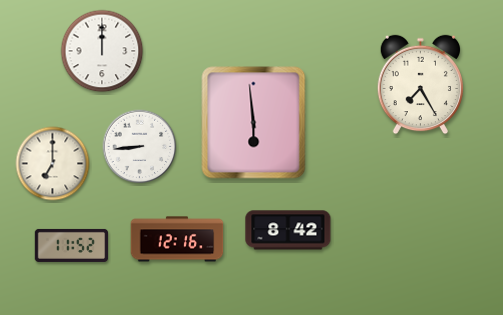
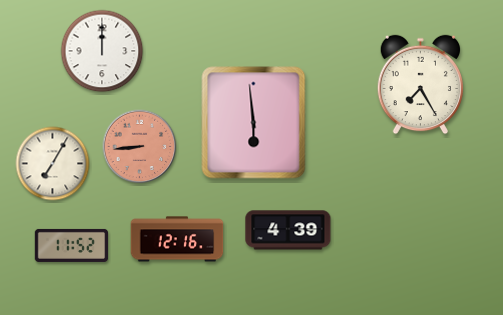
clock at (140, 147) dial: white -> salmon
clock at (53, 164): 7:00 -> 7:05
clock at (288, 230): 8:42 -> 4:39
